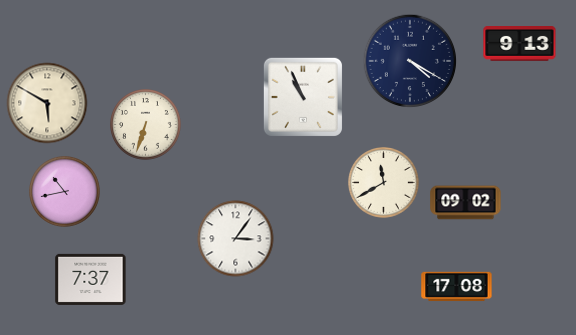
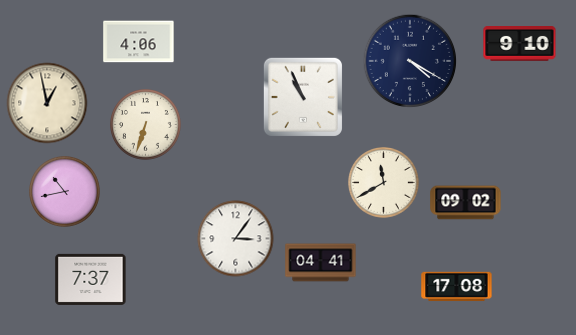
clock at (139, 42): none -> 4:06
clock at (520, 44): 9:13 -> 9:10
clock at (47, 103): 5:50 -> 12:58
clock at (321, 263): none -> 04:41
